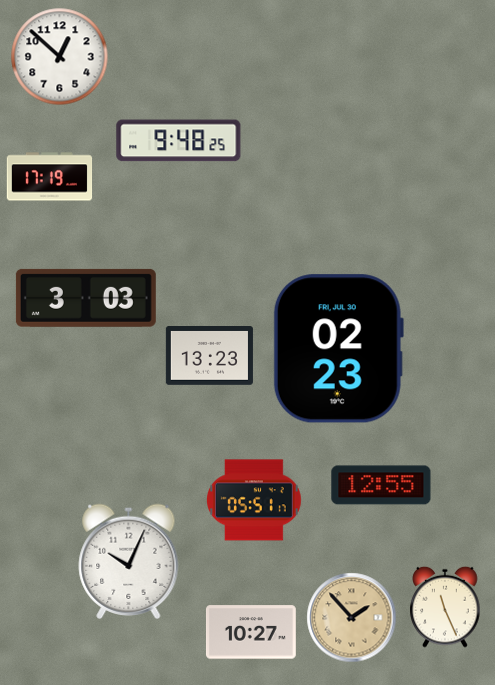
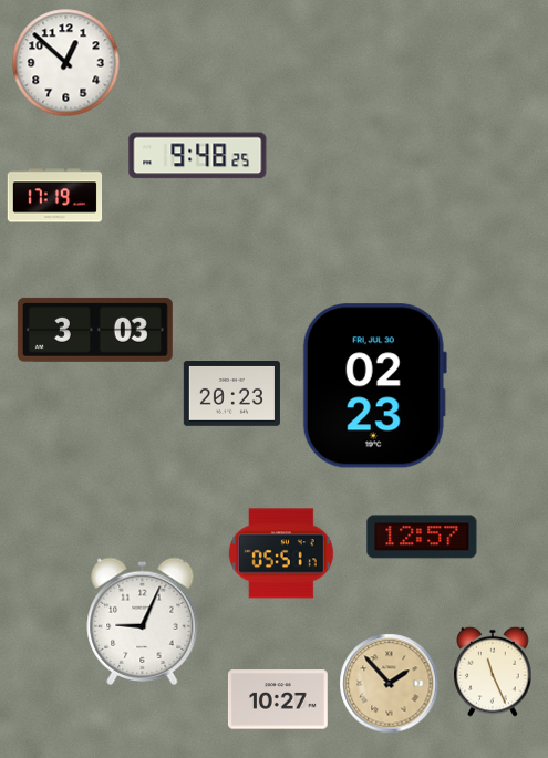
clock at (209, 356): 13:23 -> 20:23
clock at (381, 485): 12:55 -> 12:57
clock at (129, 561): 10:04 -> 9:04
